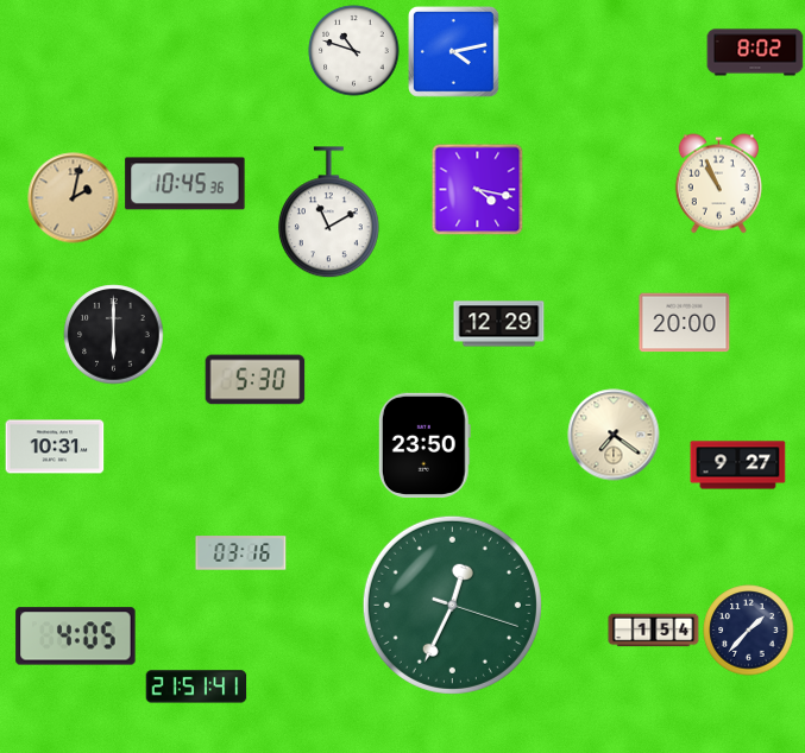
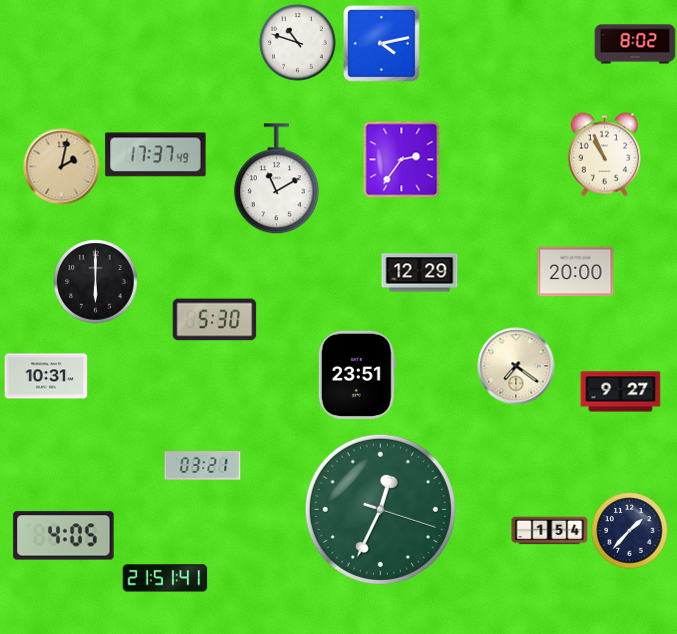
clock at (185, 184): 10:45 -> 17:37
clock at (477, 189): 4:17 -> 2:36
clock at (424, 445): 23:50 -> 23:51
clock at (241, 553): 03:16 -> 03:21
